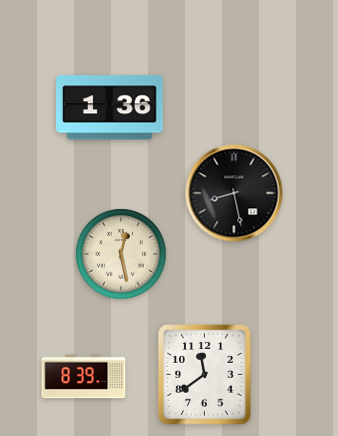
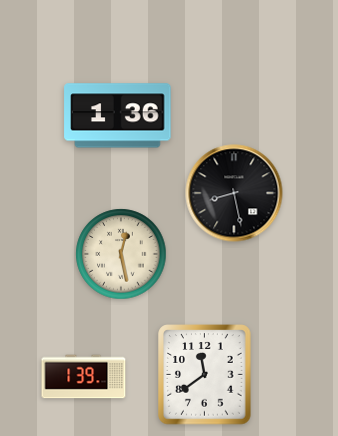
clock at (110, 108) position: (110, 108) -> (118, 116)
clock at (84, 377): 8:39 -> 1:39
